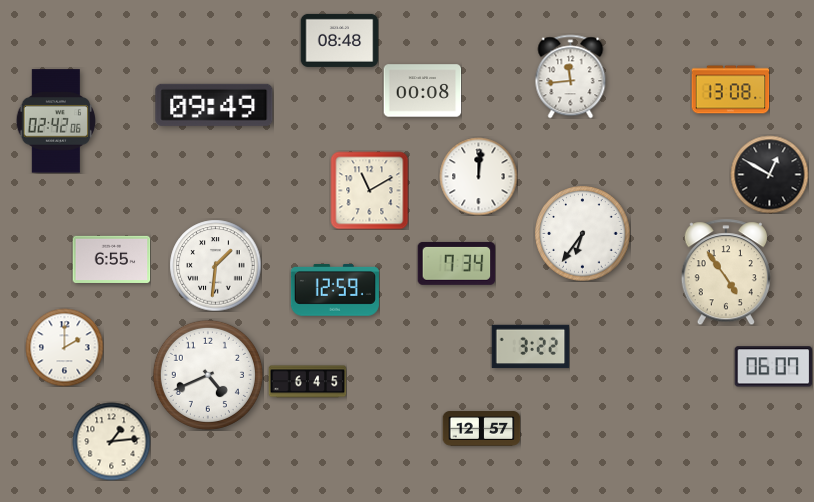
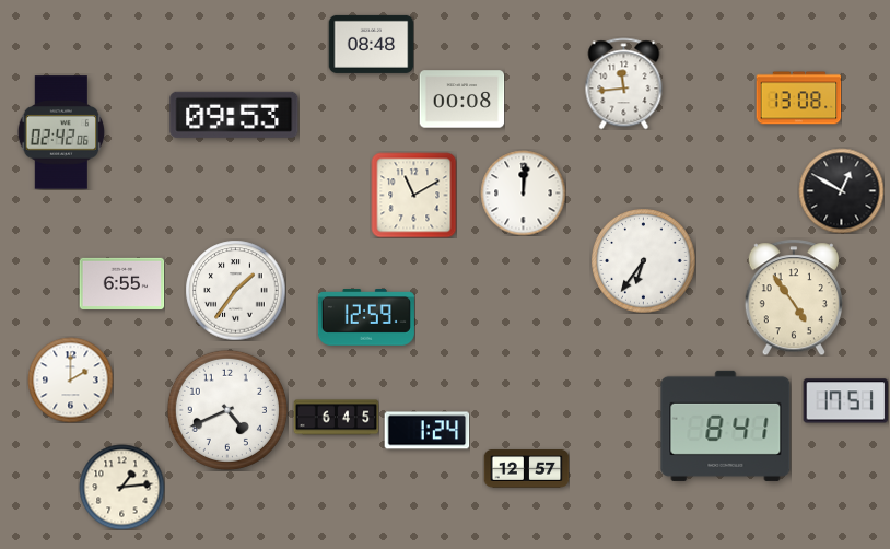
clock at (214, 105): 09:49 -> 09:53
clock at (369, 190) position: (369, 190) -> (413, 195)
clock at (582, 233) position: (582, 233) -> (643, 260)
clock at (456, 263): 7:34 -> none
clock at (215, 265): 1:31 -> 1:36
clock at (530, 347): 3:22 -> none
clock at (773, 367): 06:07 -> 17:51
clock at (726, 425): none -> 8:41
clock at (426, 431): none -> 1:24
clock at (111, 441) position: (111, 441) -> (121, 487)
